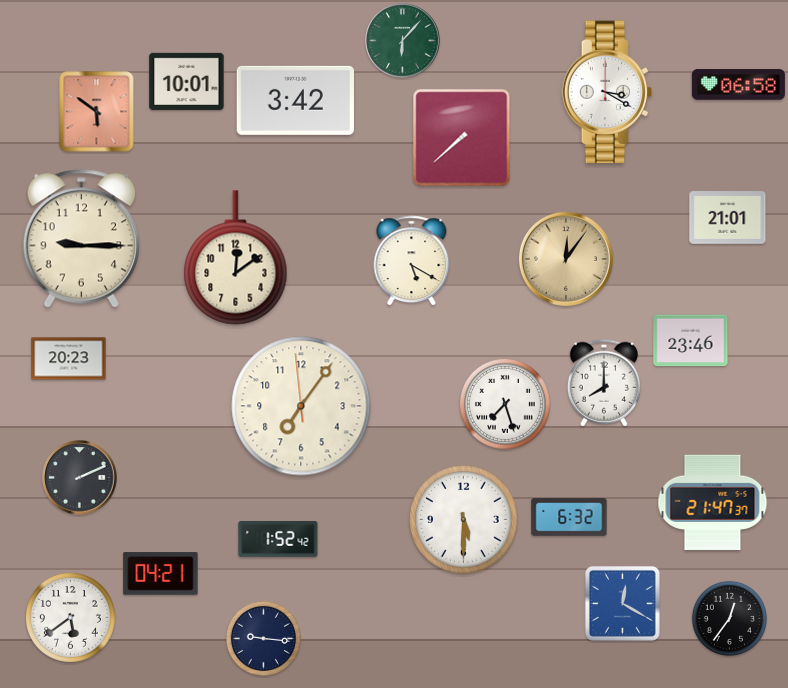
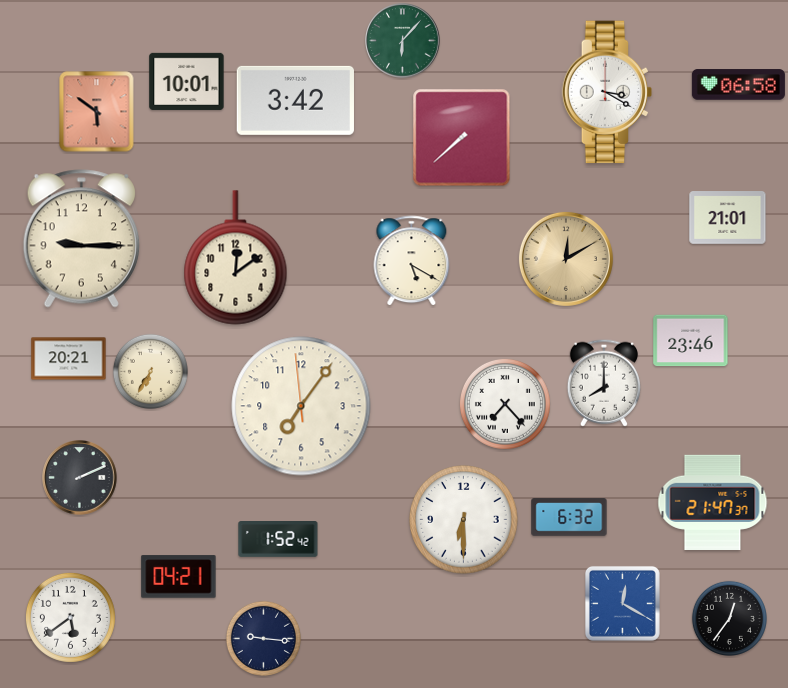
clock at (566, 259): 12:06 -> 12:10
clock at (69, 359): 20:23 -> 20:21
clock at (150, 371): none -> 6:35
clock at (505, 404): 7:27 -> 7:23
clock at (464, 520): 5:30 -> 6:30
clock at (161, 574) position: (161, 574) -> (179, 577)
